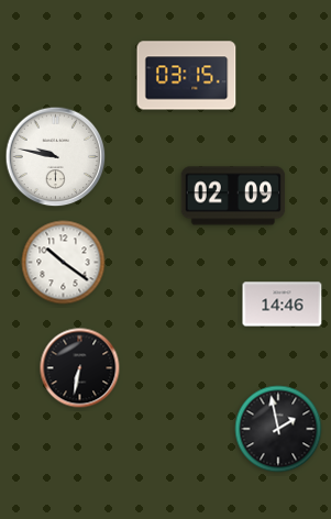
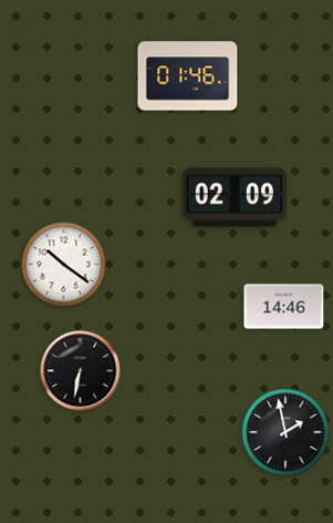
clock at (187, 76): 03:15 -> 01:46
clock at (56, 157): 9:47 -> none
clock at (278, 429) position: (278, 429) -> (285, 432)
